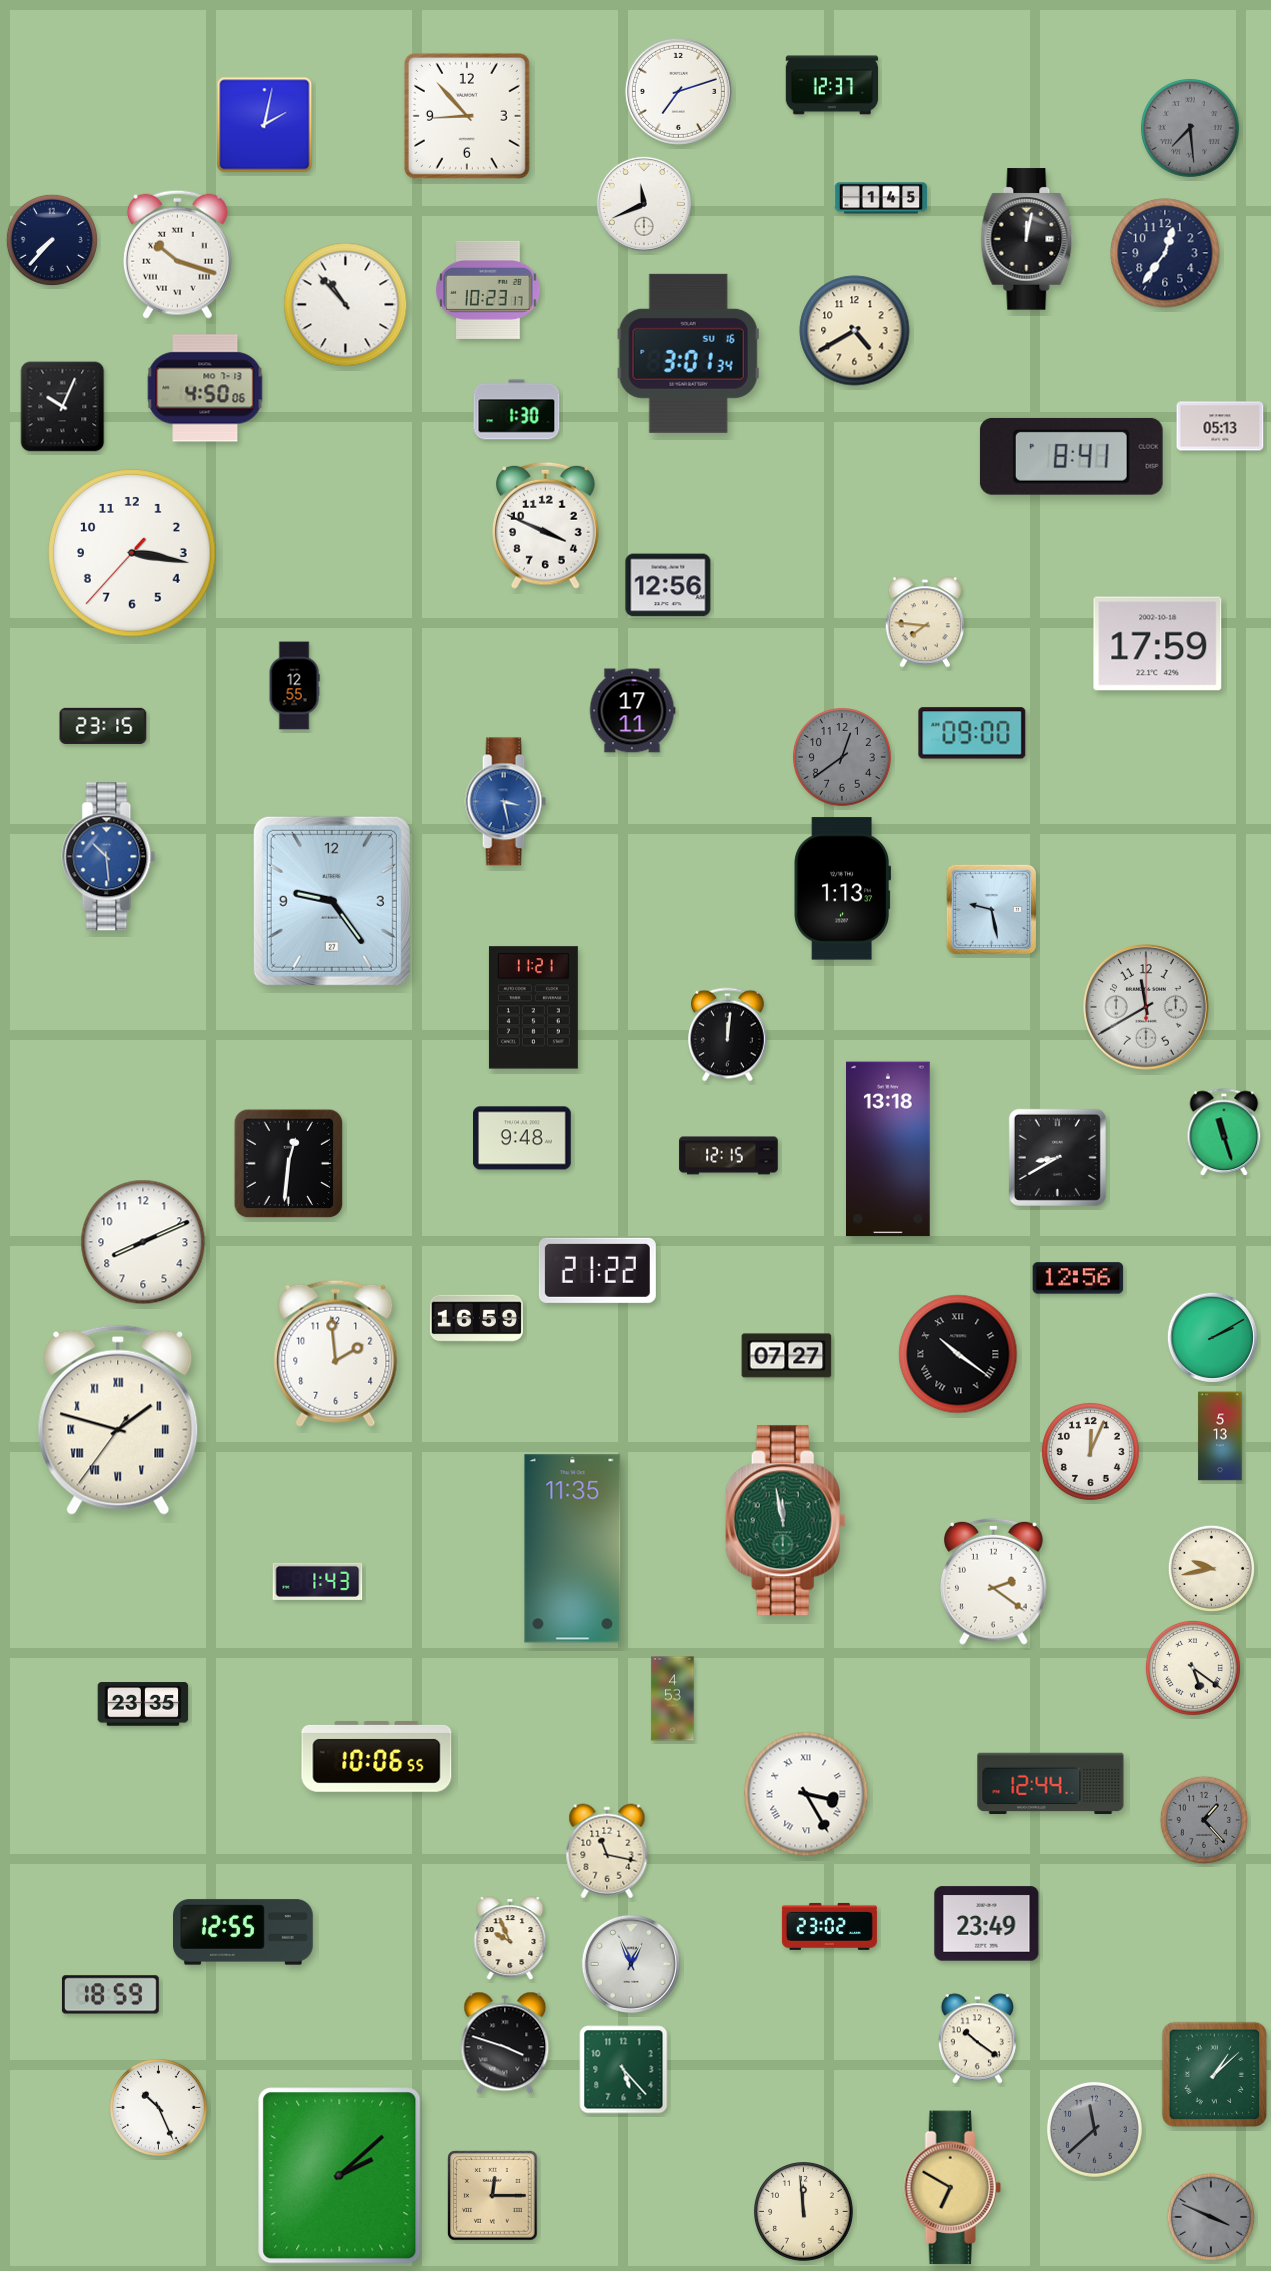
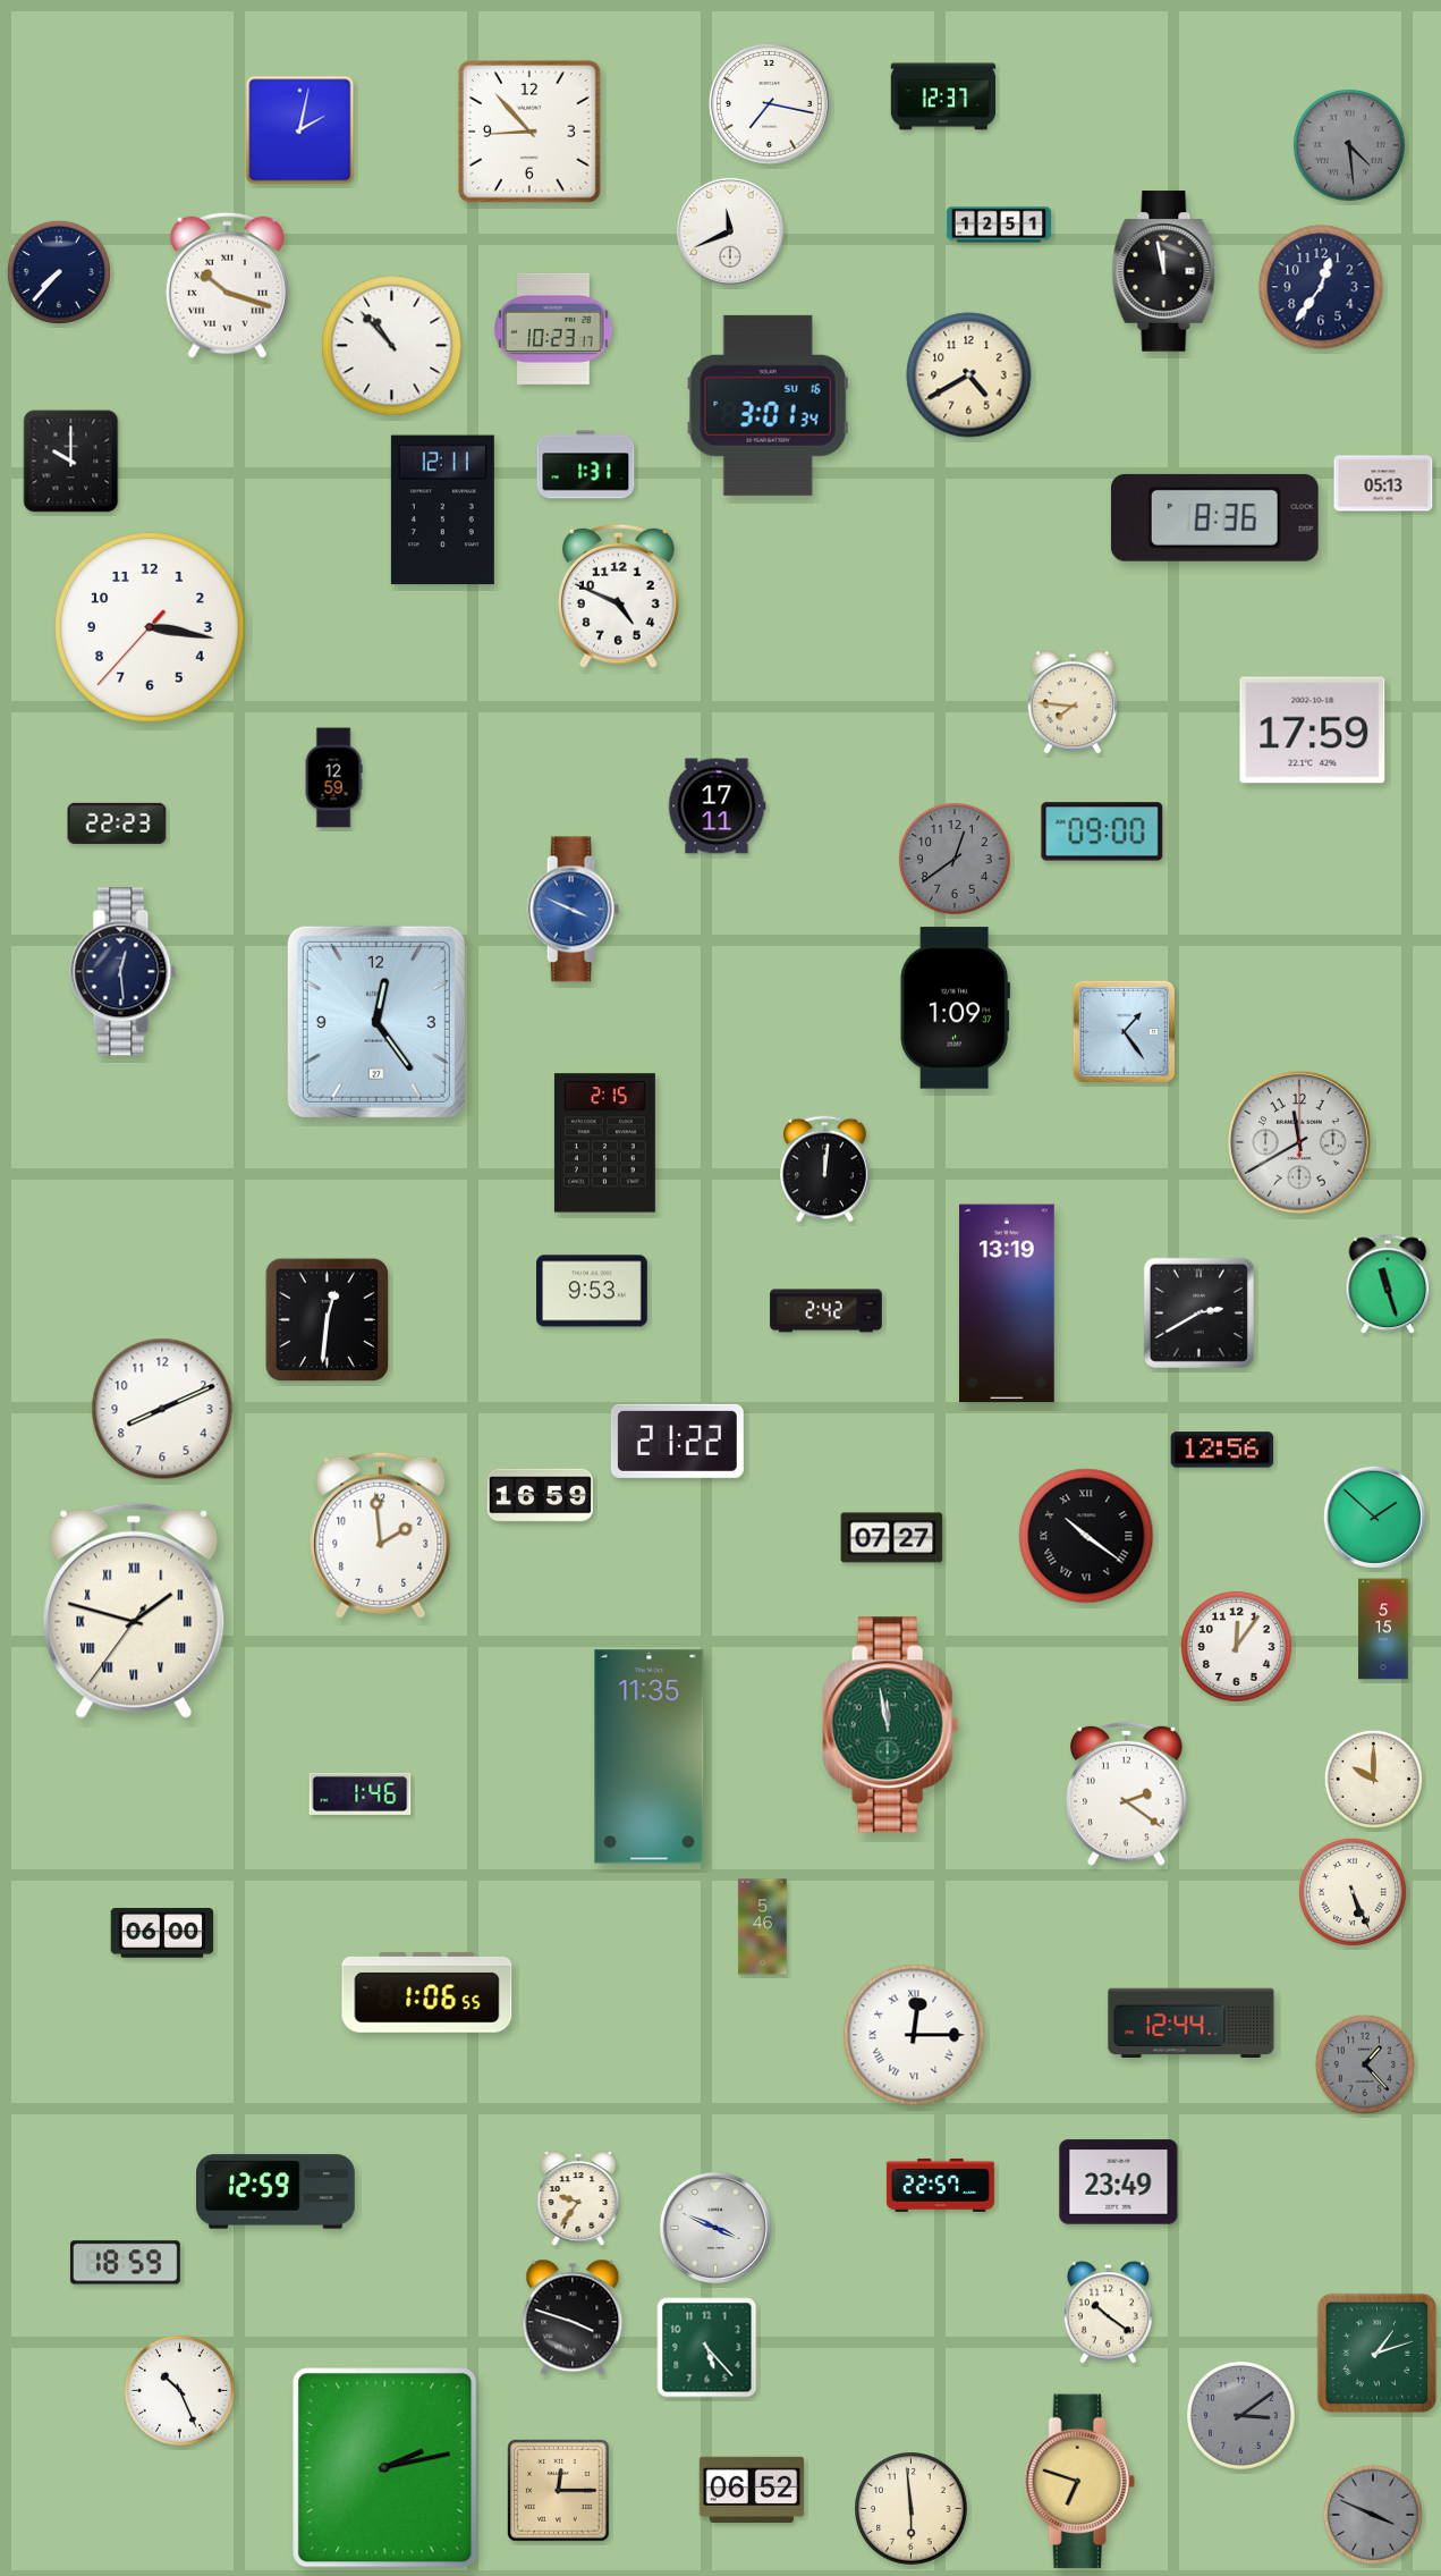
clock at (678, 91): 7:12 -> 7:17
clock at (265, 125) position: (265, 125) -> (300, 130)
clock at (1191, 129): 7:29 -> 4:29
clock at (881, 198): 1:45 -> 12:51
clock at (1027, 239): 12:02 -> 11:58
clock at (177, 254) position: (177, 254) -> (227, 285)
clock at (688, 353) position: (688, 353) -> (768, 405)
clock at (205, 388): 4:50 -> none
clock at (63, 407): 10:04 -> 10:00
clock at (517, 410): 1:30 -> 1:31
clock at (442, 510): none -> 12:11
clock at (1071, 456): 8:41 -> 8:36
clock at (546, 525): 3:49 -> 4:49
clock at (668, 585): 12:56 -> none
clock at (925, 622) position: (925, 622) -> (1073, 702)
clock at (294, 686): 12:55 -> 12:59
clock at (103, 726): 23:15 -> 22:23
clock at (505, 802): 3:28 -> 3:49
clock at (109, 857): 10:29 -> 12:29
clock at (109, 857) dial: blue -> navy
clock at (843, 889): 1:13 -> 1:09
clock at (332, 901): 9:24 -> 12:24
clock at (991, 909): 9:28 -> 1:24
clock at (533, 1008): 11:21 -> 2:15
clock at (728, 1035) position: (728, 1035) -> (825, 1169)
clock at (522, 1138): 9:48 -> 9:53
clock at (889, 1149): 13:18 -> 13:19
clock at (729, 1156): 12:15 -> 2:42
clock at (1057, 1157): 8:40 -> 2:40
clock at (1212, 1337): 2:10 -> 1:52
clock at (1220, 1436): 5:13 -> 5:15
clock at (1090, 1451): 12:04 -> 12:06
clock at (1211, 1568): 9:43 -> 10:00
clock at (318, 1581): 1:43 -> 1:46
clock at (1193, 1668): 5:21 -> 5:26
clock at (673, 1699): 4:53 -> 5:46
clock at (143, 1704): 23:35 -> 06:00
clock at (377, 1756): 10:06 -> 1:06
clock at (806, 1794): 3:25 -> 12:15
clock at (607, 1851): 11:17 -> none
clock at (829, 1926): 23:02 -> 22:57
clock at (243, 1932): 12:55 -> 12:59
clock at (510, 1939): 9:56 -> 9:36
clock at (631, 1964): 12:56 -> 3:49
clock at (1215, 2075): 1:08 -> 1:12
clock at (1094, 2129): 11:38 -> 3:09
clock at (340, 2176): 2:08 -> 2:13
clock at (952, 2188): 6:50 -> 6:48
clock at (752, 2489): none -> 06:52
clock at (804, 2212): 11:59 -> 5:59
